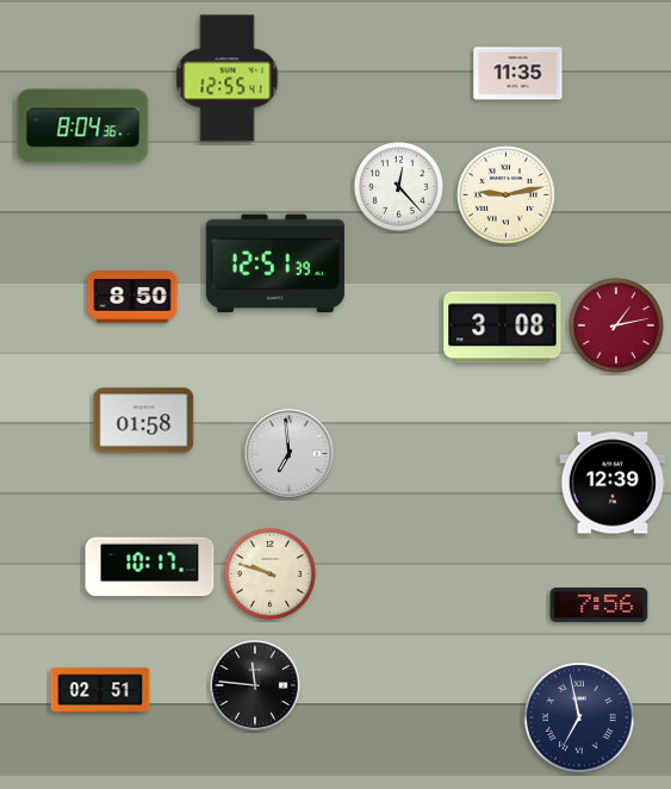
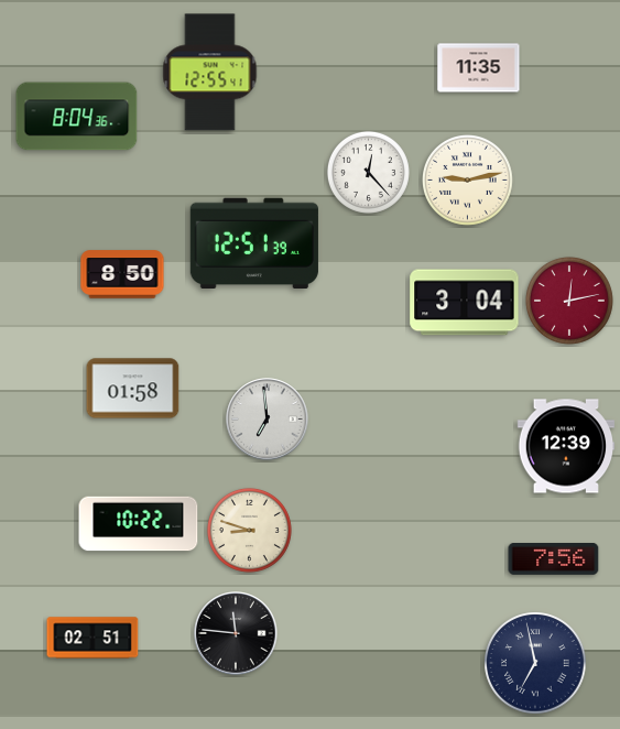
clock at (616, 325): 1:13 -> 12:13
clock at (503, 328): 3:08 -> 3:04
clock at (150, 567): 10:17 -> 10:22
clock at (269, 573): 9:48 -> 8:48
